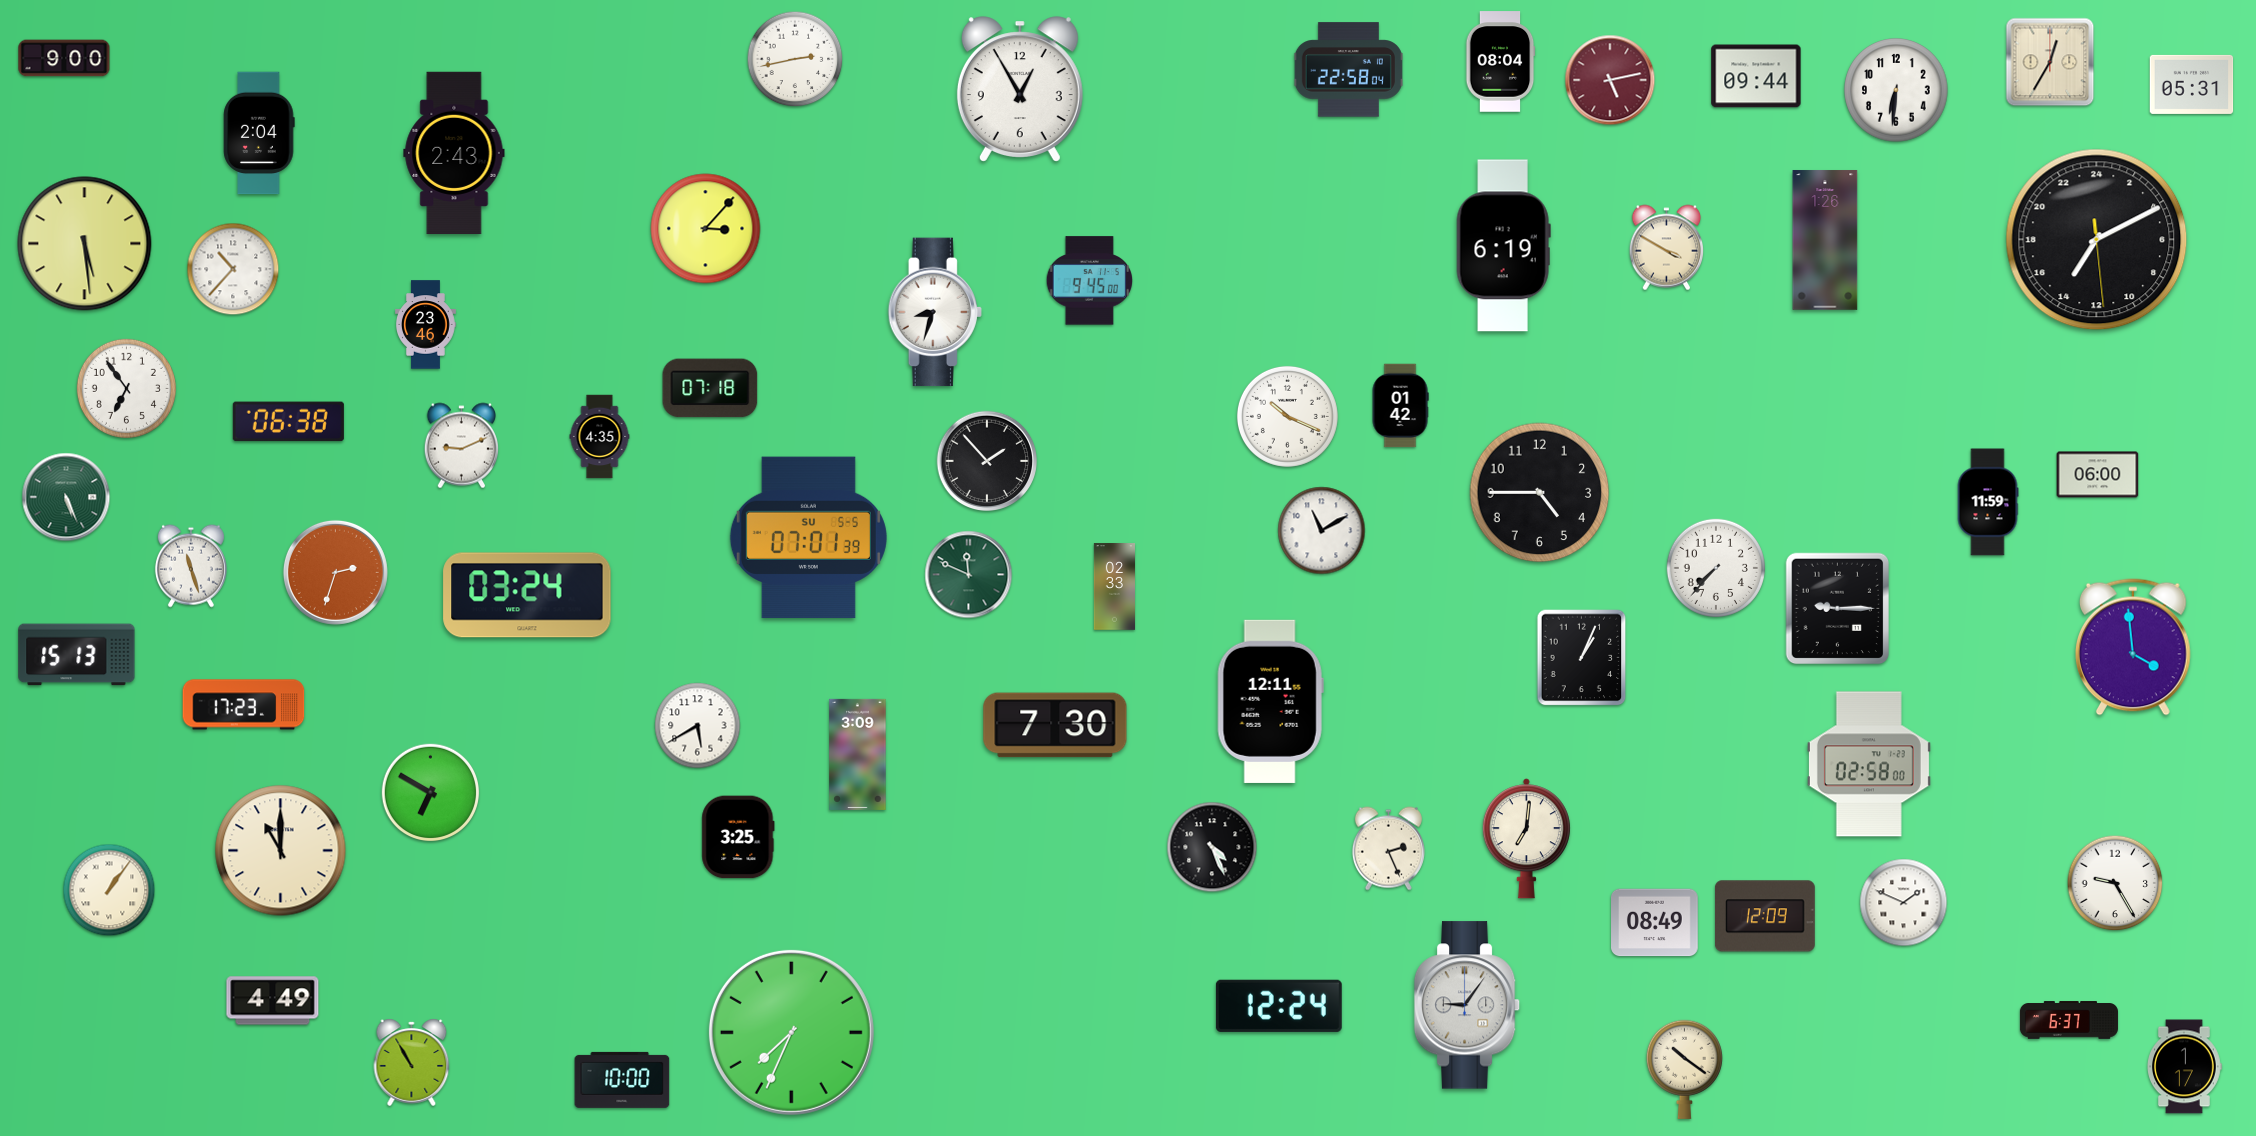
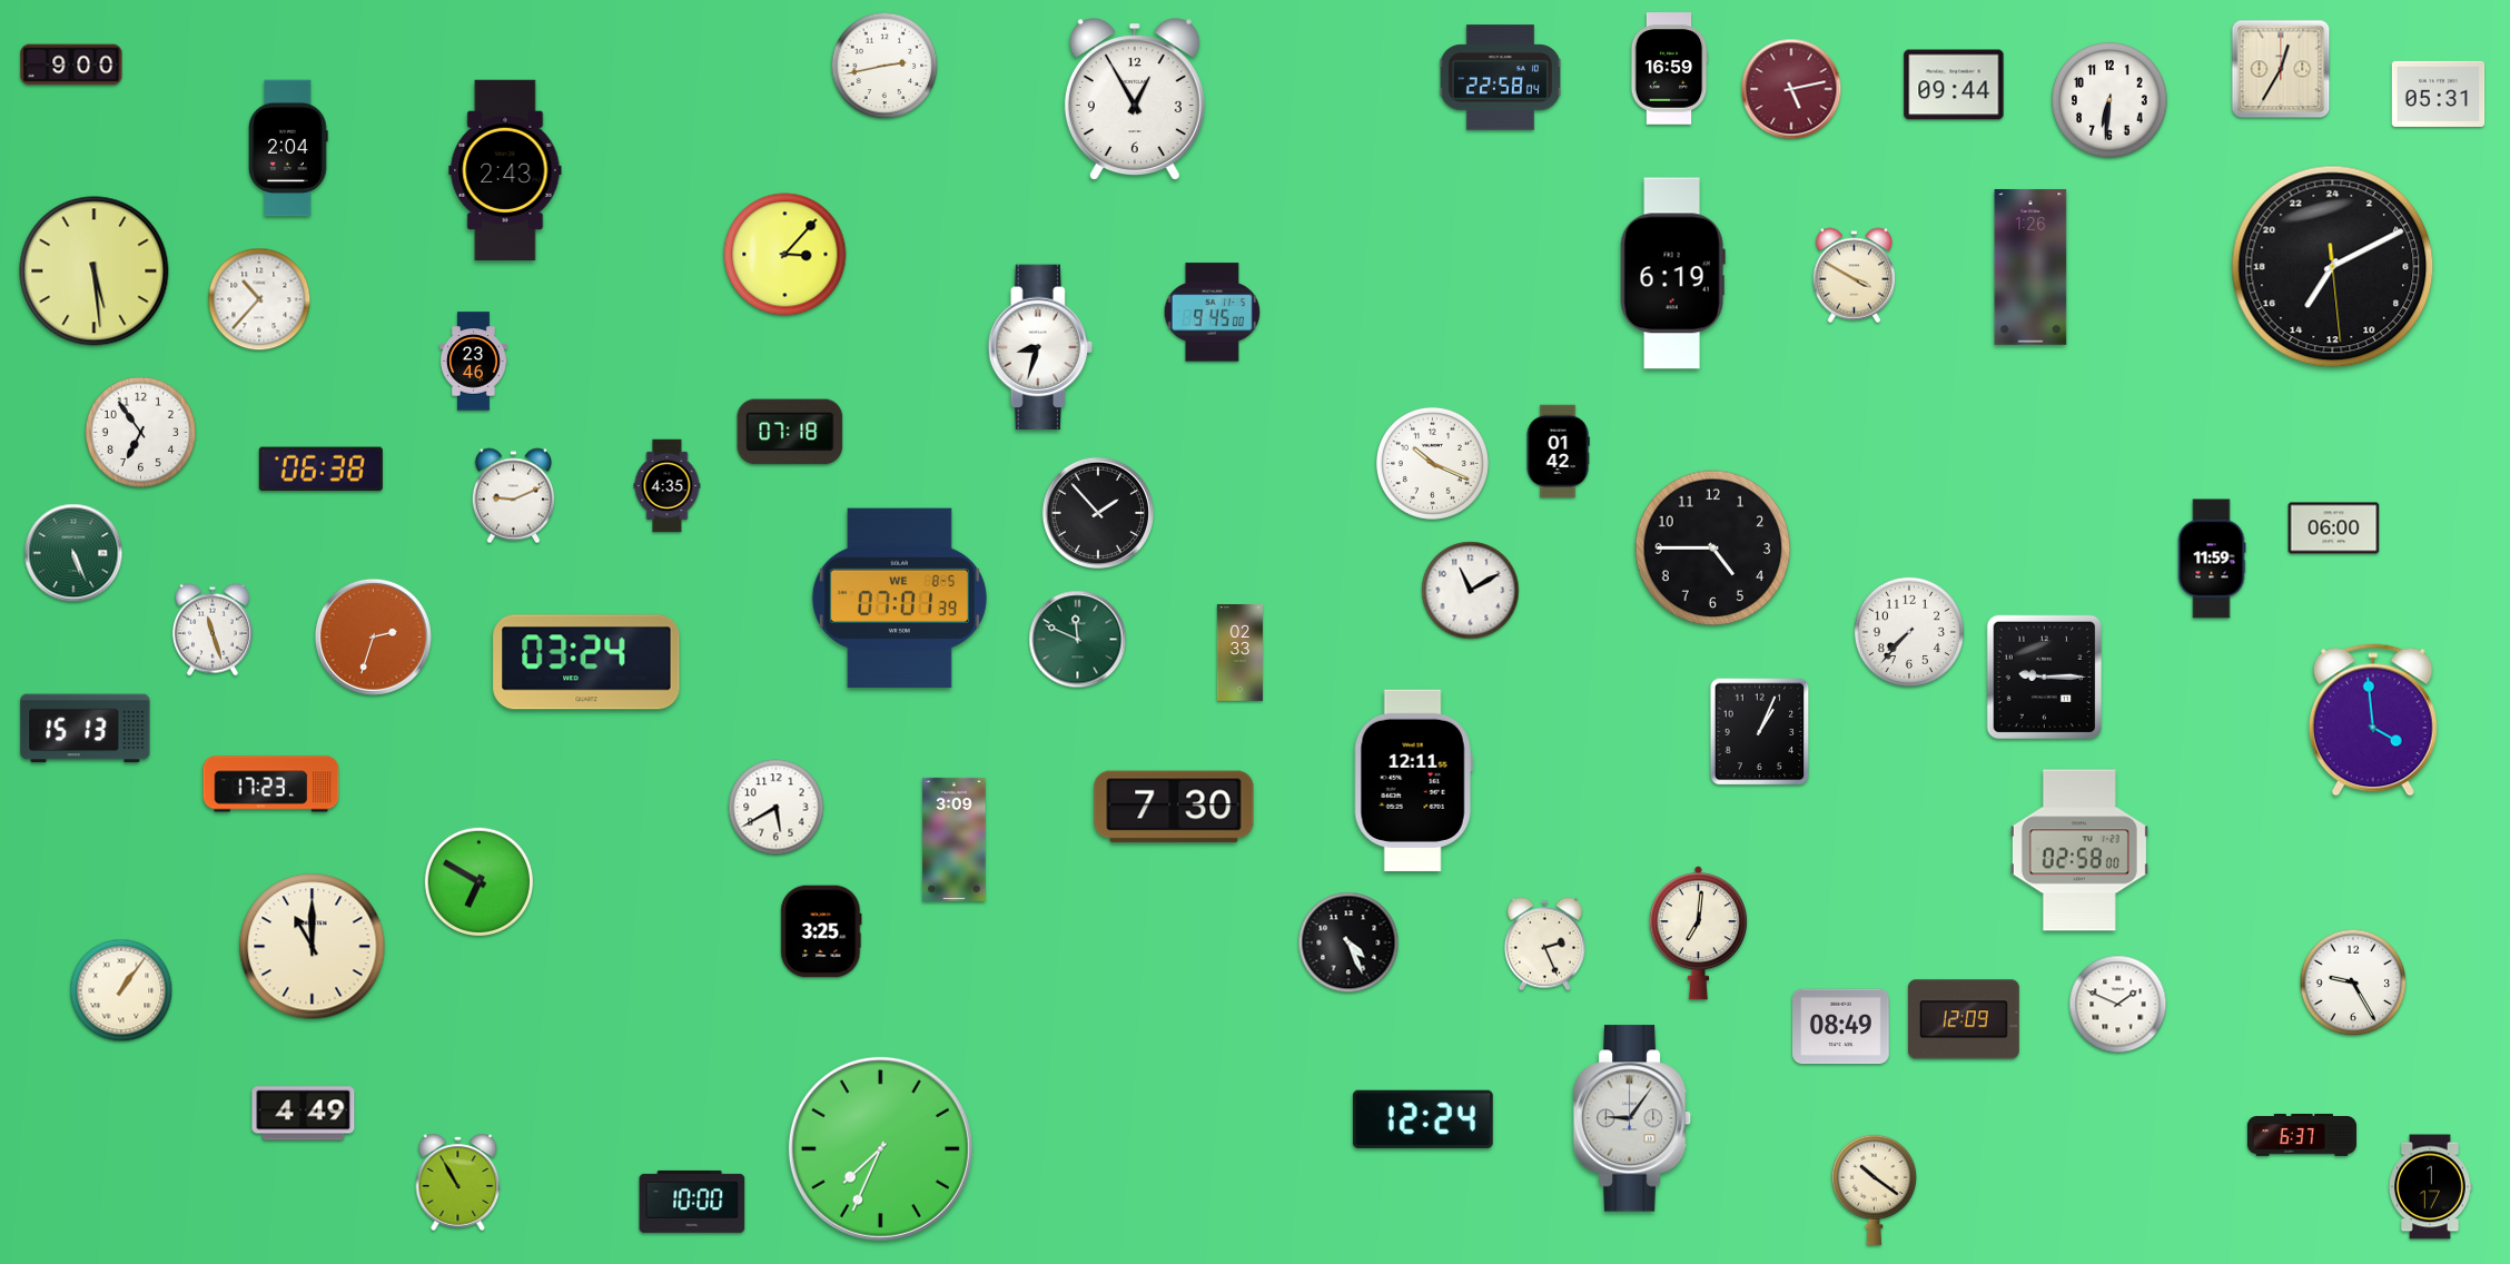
clock at (1500, 62): 08:04 -> 16:59
clock at (808, 538) date: SU 5-5 -> WE 8-5
